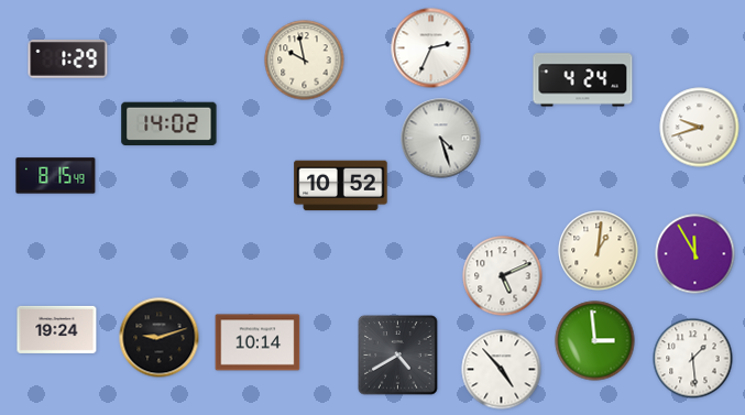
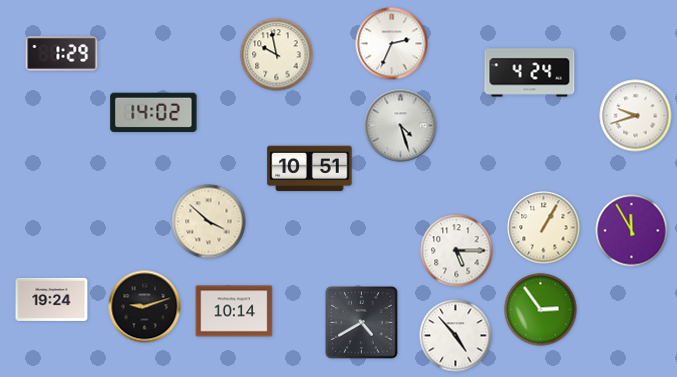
clock at (56, 176): 8:15 -> none
clock at (341, 186): 10:52 -> 10:51
clock at (209, 222): none -> 3:52
clock at (599, 251): 1:01 -> 1:05
clock at (503, 276): 5:11 -> 5:15
clock at (595, 341): 2:59 -> 2:54
clock at (693, 359): 1:29 -> none
